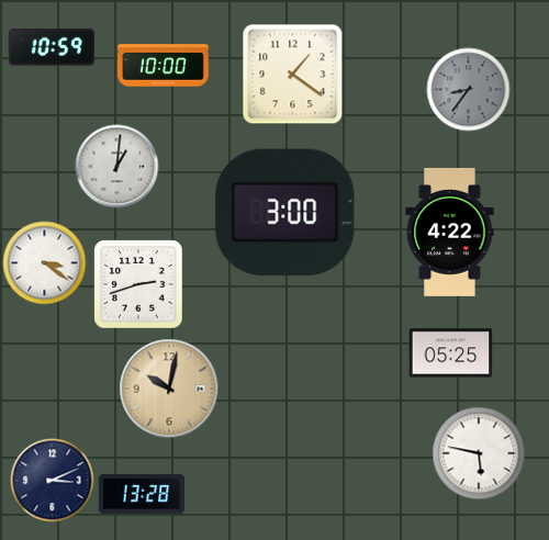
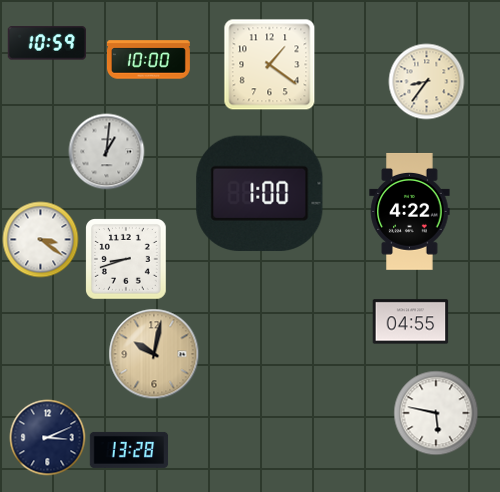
clock at (293, 75) position: (293, 75) -> (270, 65)
clock at (469, 90) dial: grey -> cream
clock at (285, 212): 3:00 -> 1:00
clock at (138, 284): 2:42 -> 8:42
clock at (451, 353): 05:25 -> 04:55
